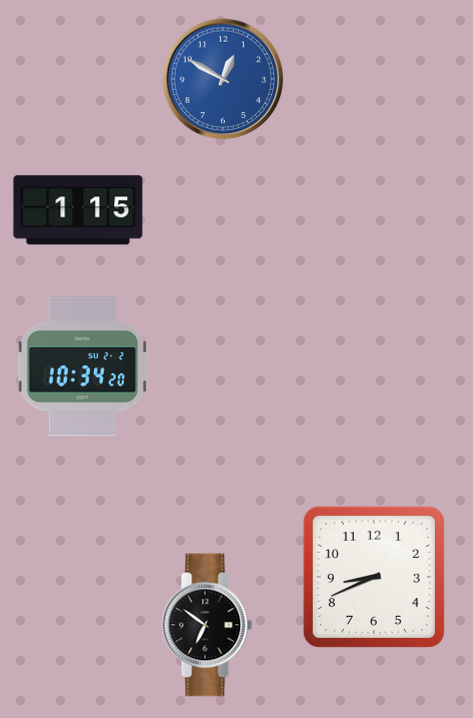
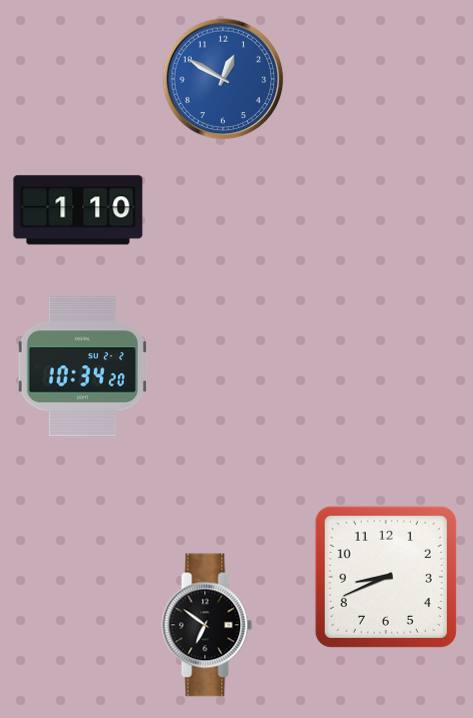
clock at (78, 210): 1:15 -> 1:10
clock at (374, 577) position: (374, 577) -> (386, 577)
